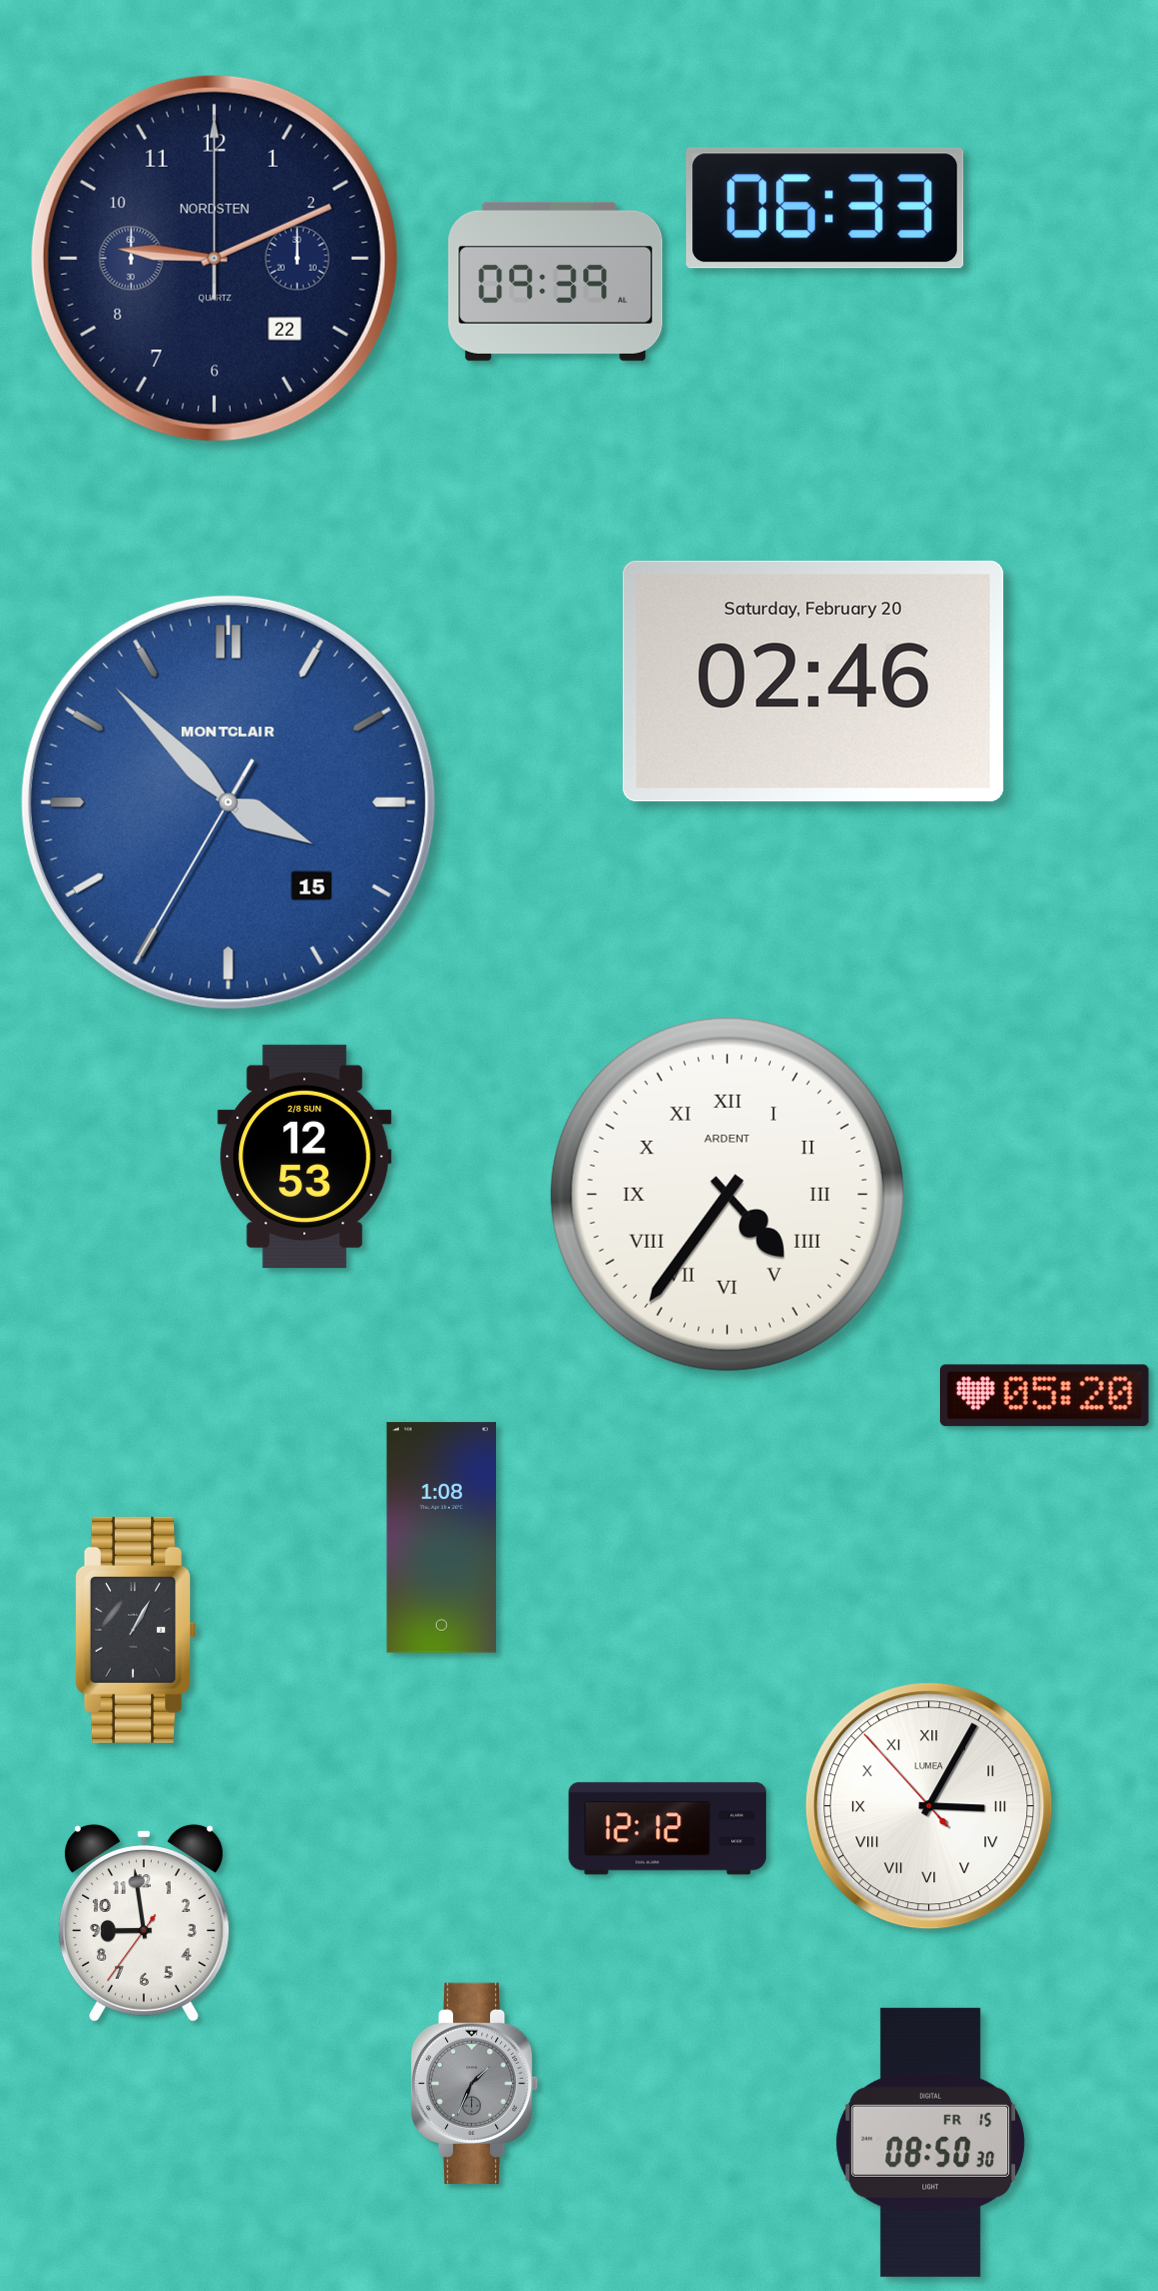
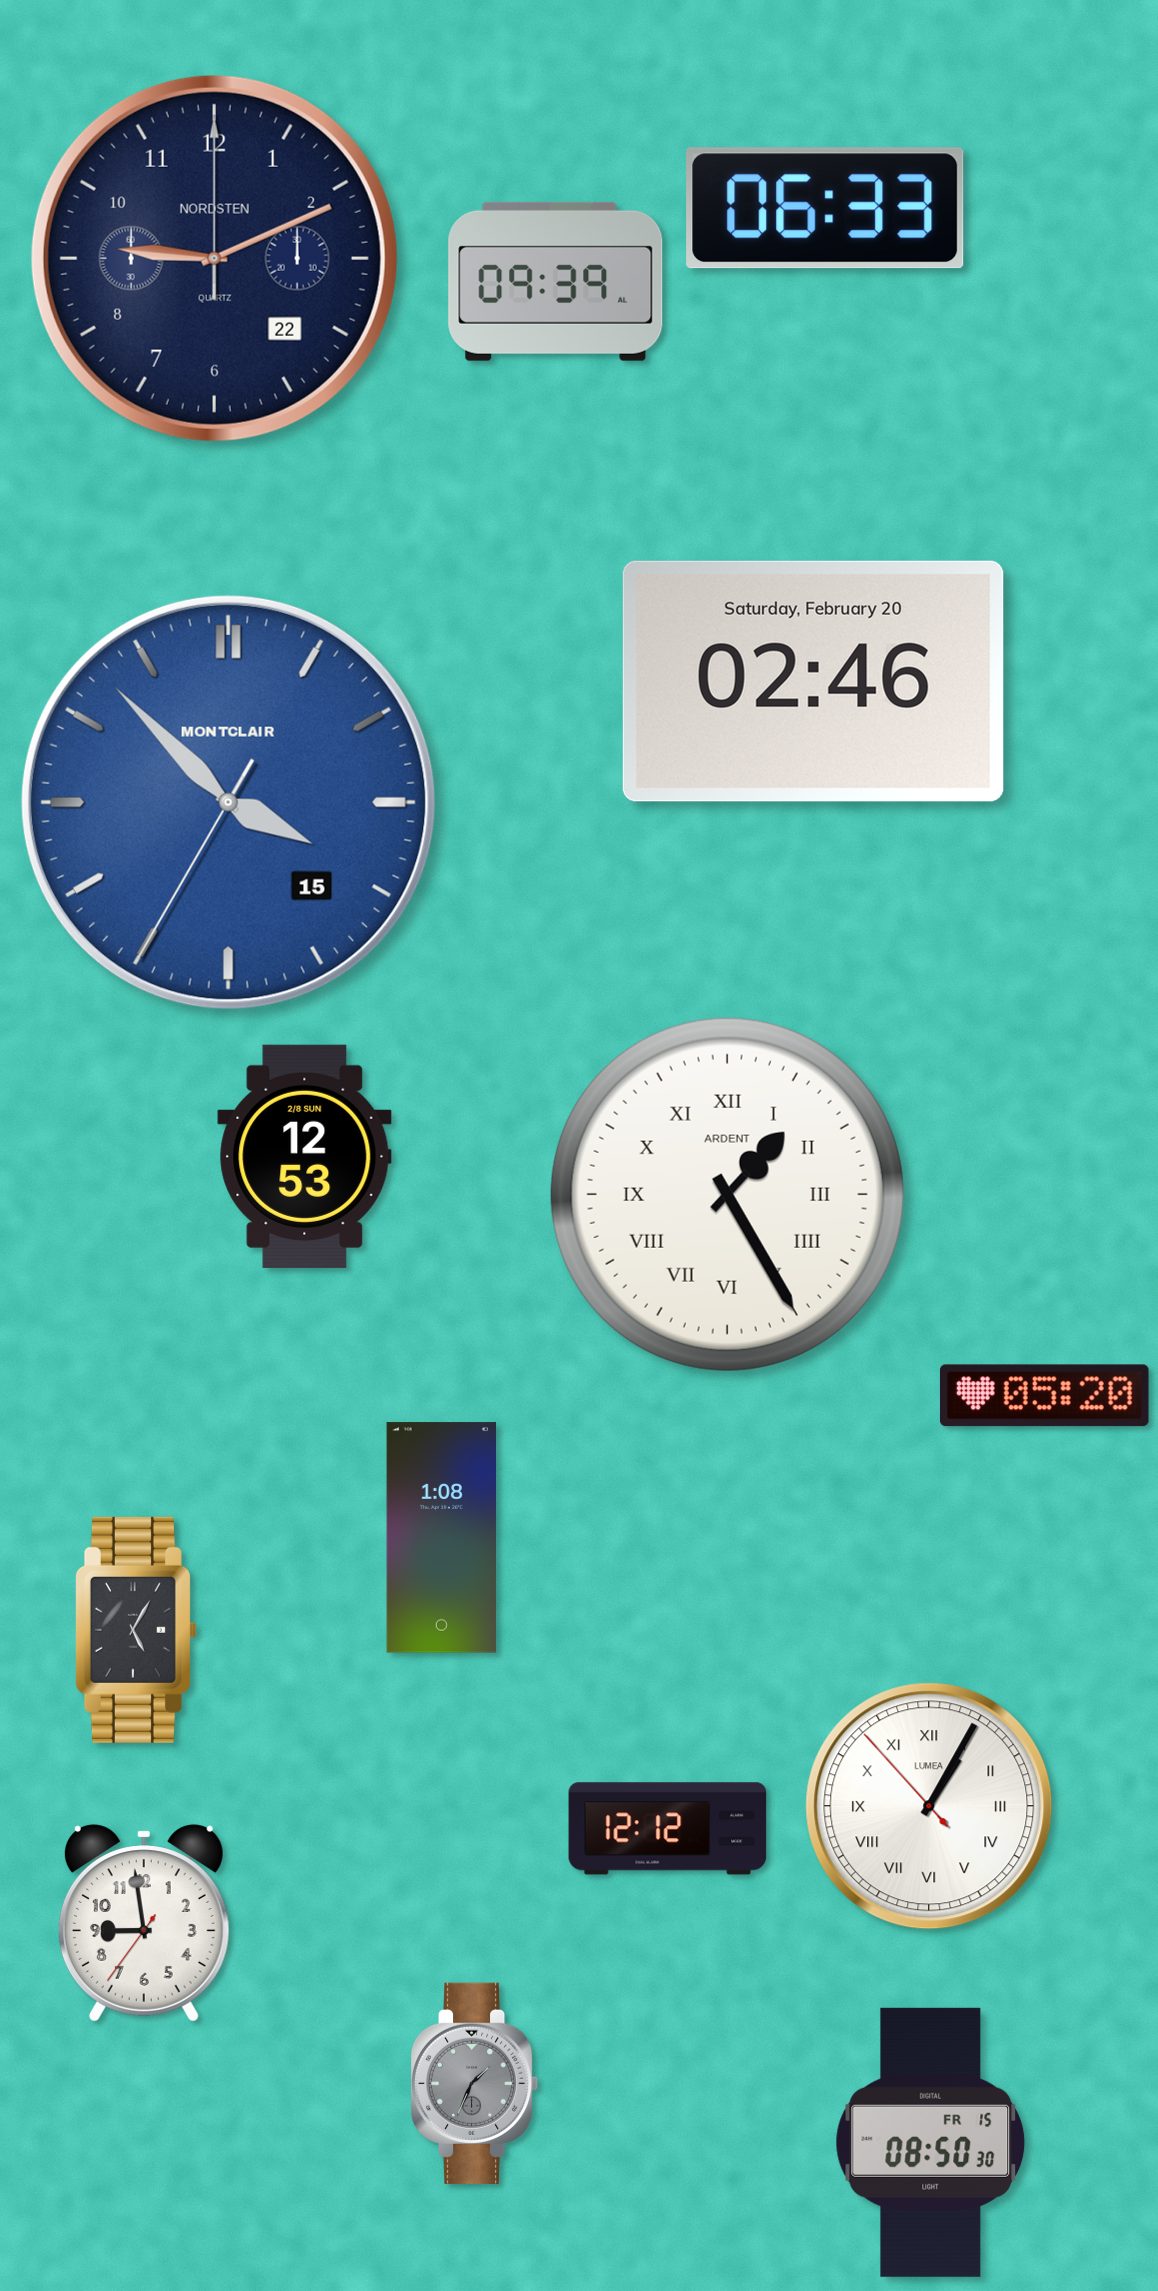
clock at (727, 1194): 4:36 -> 1:25
clock at (136, 1630): 1:05 -> 5:05
clock at (929, 1806): 3:04 -> 1:04
